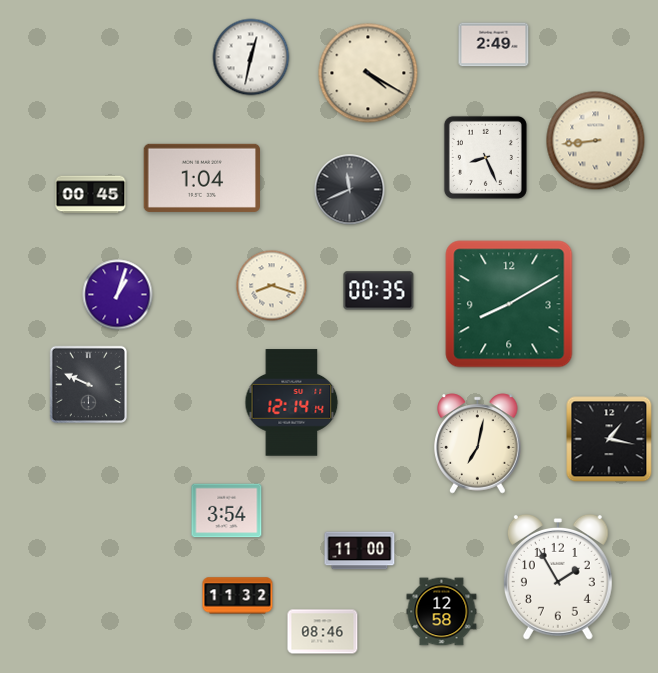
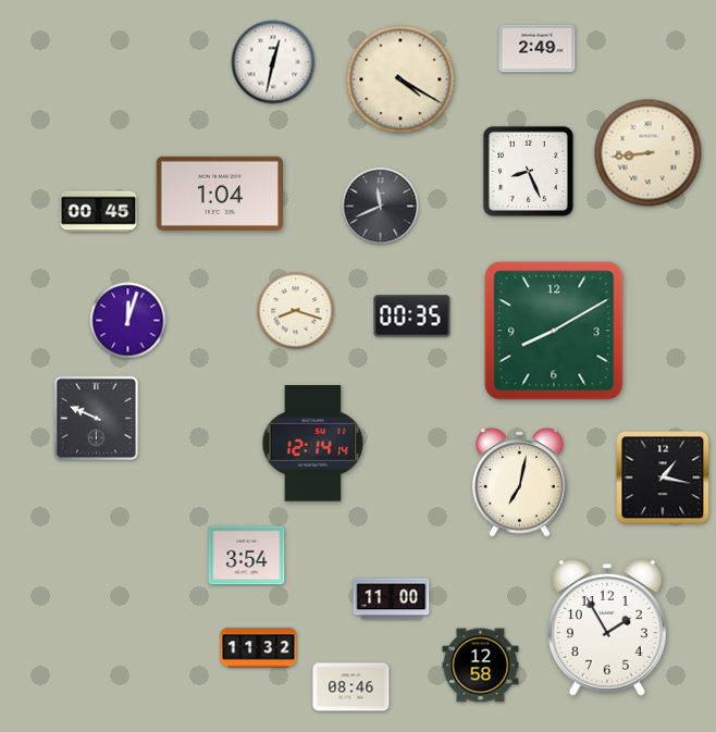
clock at (118, 295): 1:03 -> 12:03
clock at (292, 403) position: (292, 403) -> (313, 444)
